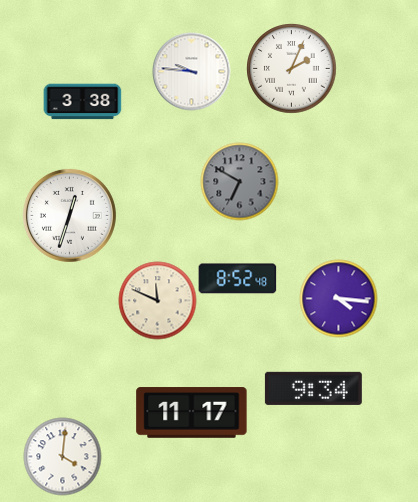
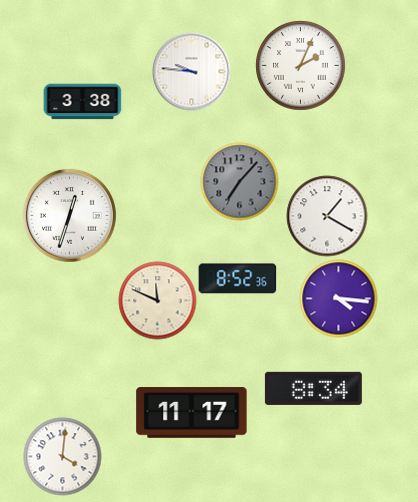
clock at (291, 68) position: (291, 68) -> (300, 65)
clock at (239, 181): 6:50 -> 7:07
clock at (327, 216): none -> 1:20
clock at (237, 279): 8:52:48 -> 8:52:36
clock at (313, 388): 9:34 -> 8:34
